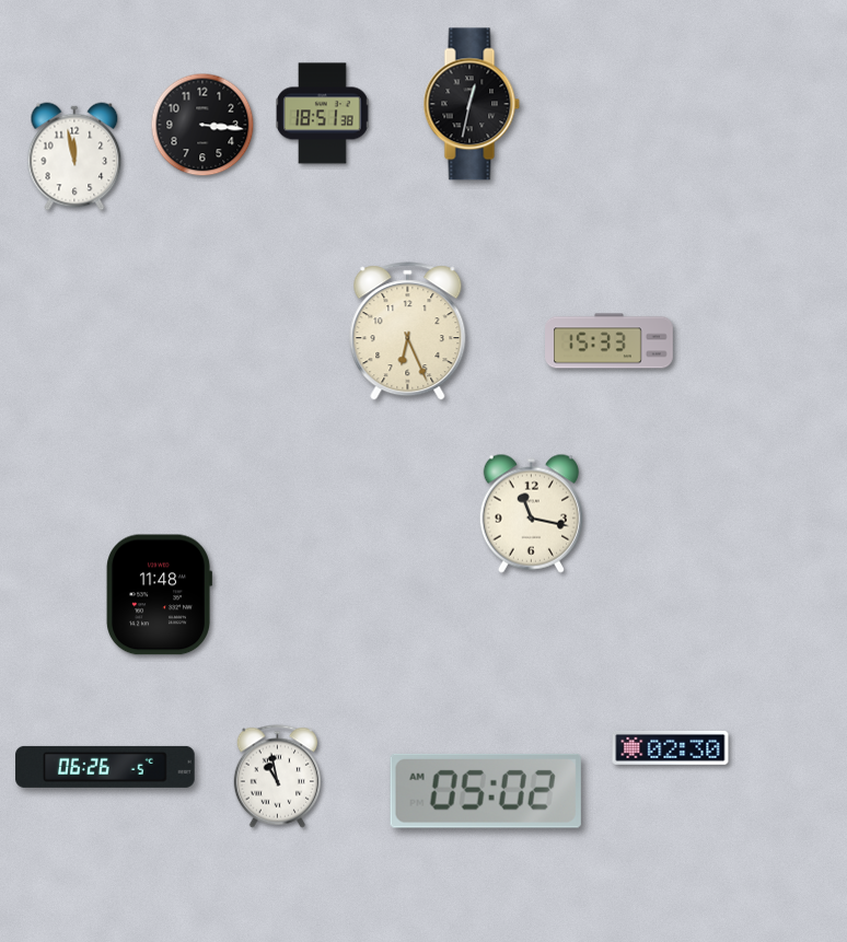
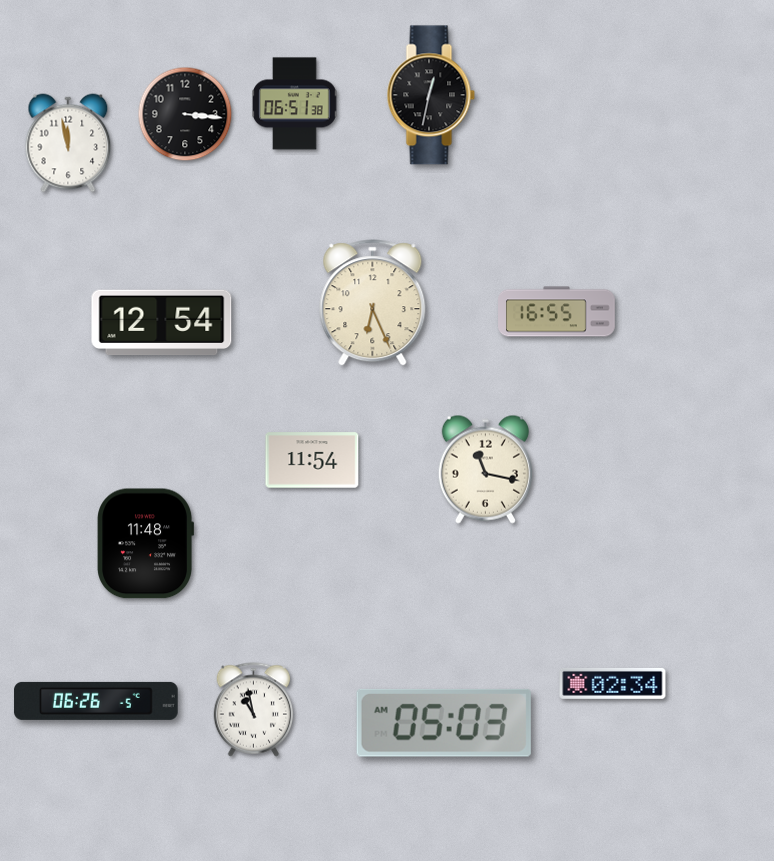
clock at (323, 114): 18:51 -> 06:51
clock at (610, 341): 15:33 -> 16:55
clock at (162, 323): none -> 12:54
clock at (312, 460): none -> 11:54
clock at (671, 747): 02:30 -> 02:34
clock at (486, 791): 05:02 -> 05:03
